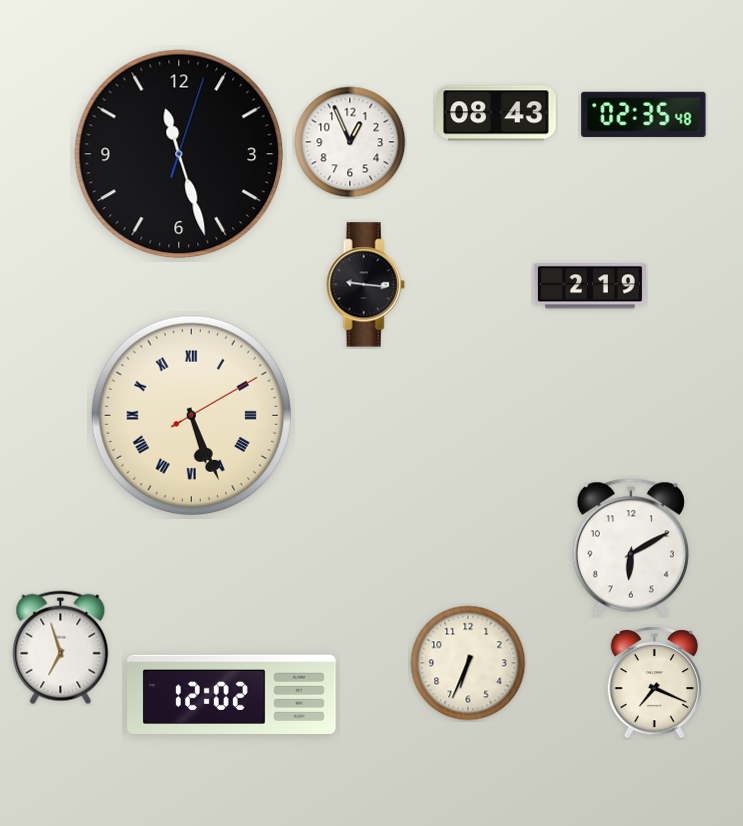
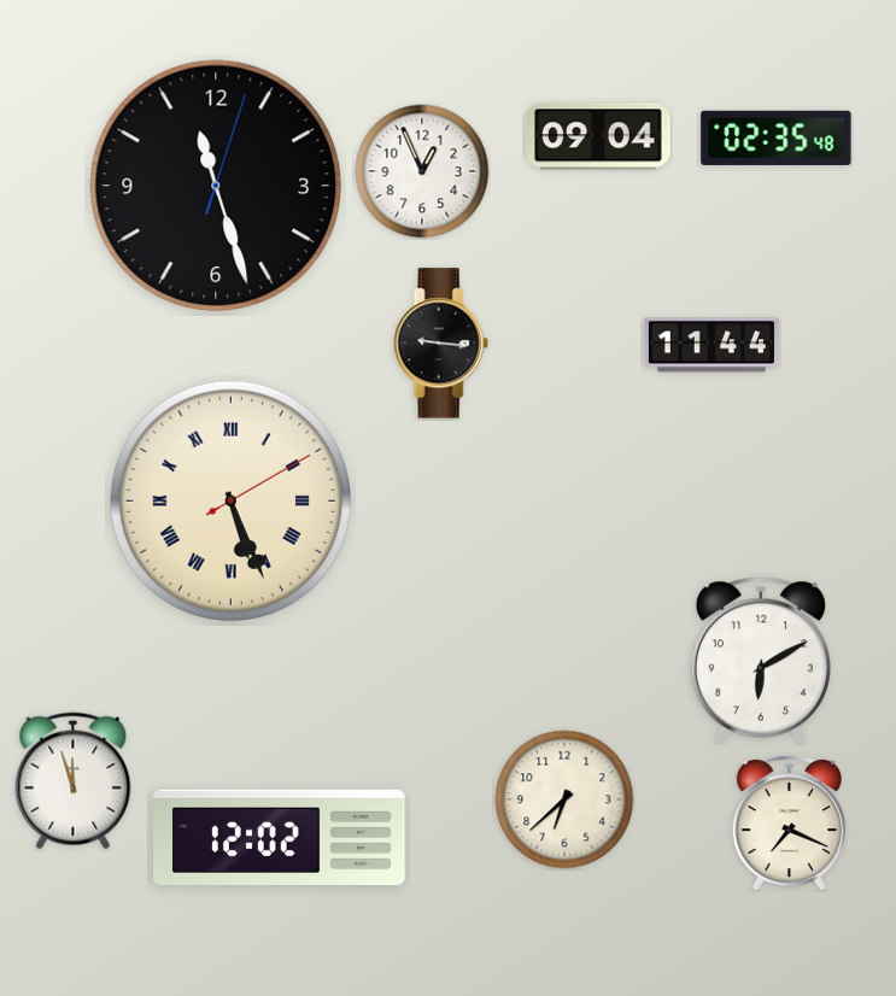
clock at (496, 113): 08:43 -> 09:04
clock at (590, 286): 2:19 -> 11:44
clock at (61, 648): 6:57 -> 11:57
clock at (468, 663): 6:34 -> 6:38
